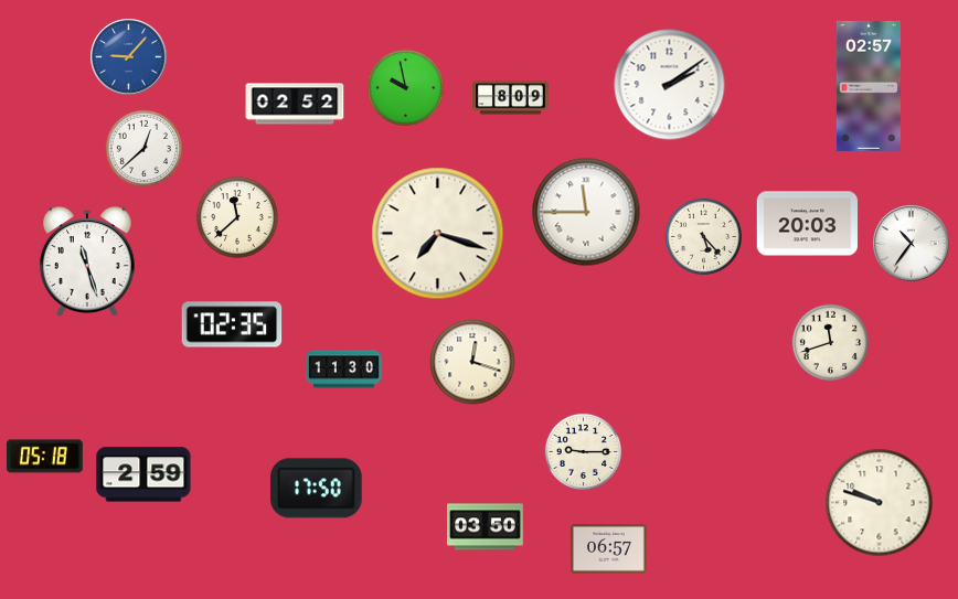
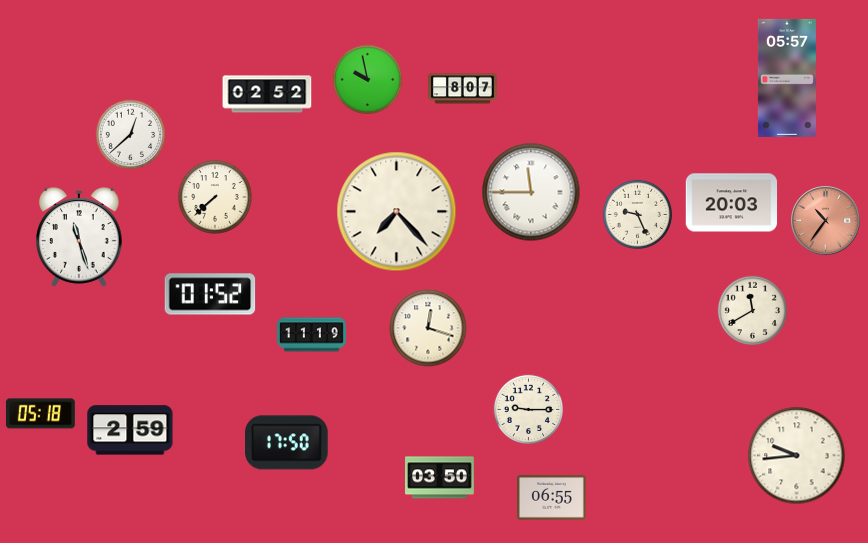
clock at (129, 57): 9:07 -> none
clock at (670, 85): 2:09 -> none
clock at (869, 86): 02:57 -> 05:57
clock at (511, 98): 8:09 -> 8:07
clock at (237, 217): 11:38 -> 7:38
clock at (438, 234): 7:18 -> 7:23
clock at (703, 236): 5:23 -> 9:26
clock at (912, 244) dial: white -> salmon
clock at (232, 324): 02:35 -> 01:52
clock at (830, 342): 11:42 -> 11:40
clock at (344, 370): 11:30 -> 11:19
clock at (880, 503): 9:48 -> 9:44
clock at (609, 549): 06:57 -> 06:55
